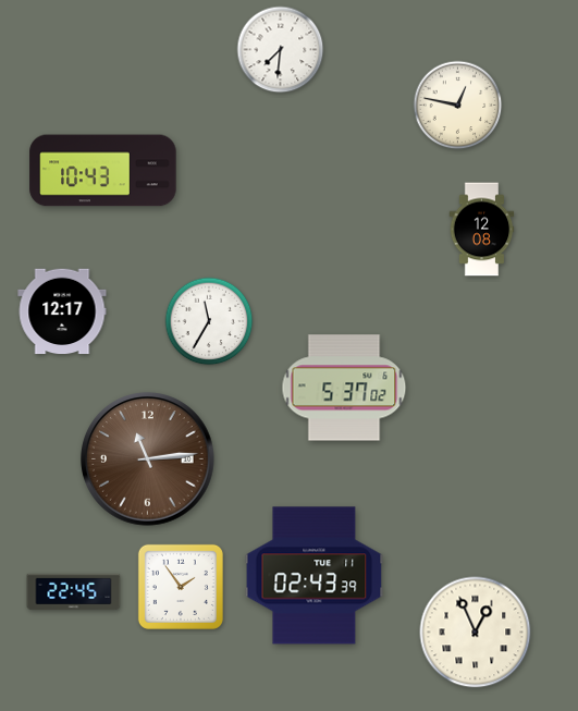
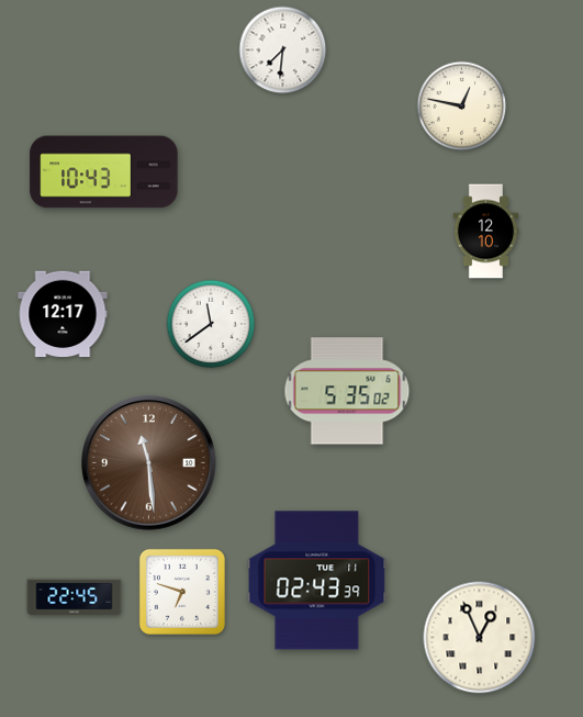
clock at (482, 230): 12:08 -> 12:10
clock at (209, 321): 11:35 -> 11:39
clock at (344, 388): 5:37 -> 5:35
clock at (148, 459): 11:14 -> 11:29
clock at (181, 587): 1:54 -> 6:48
